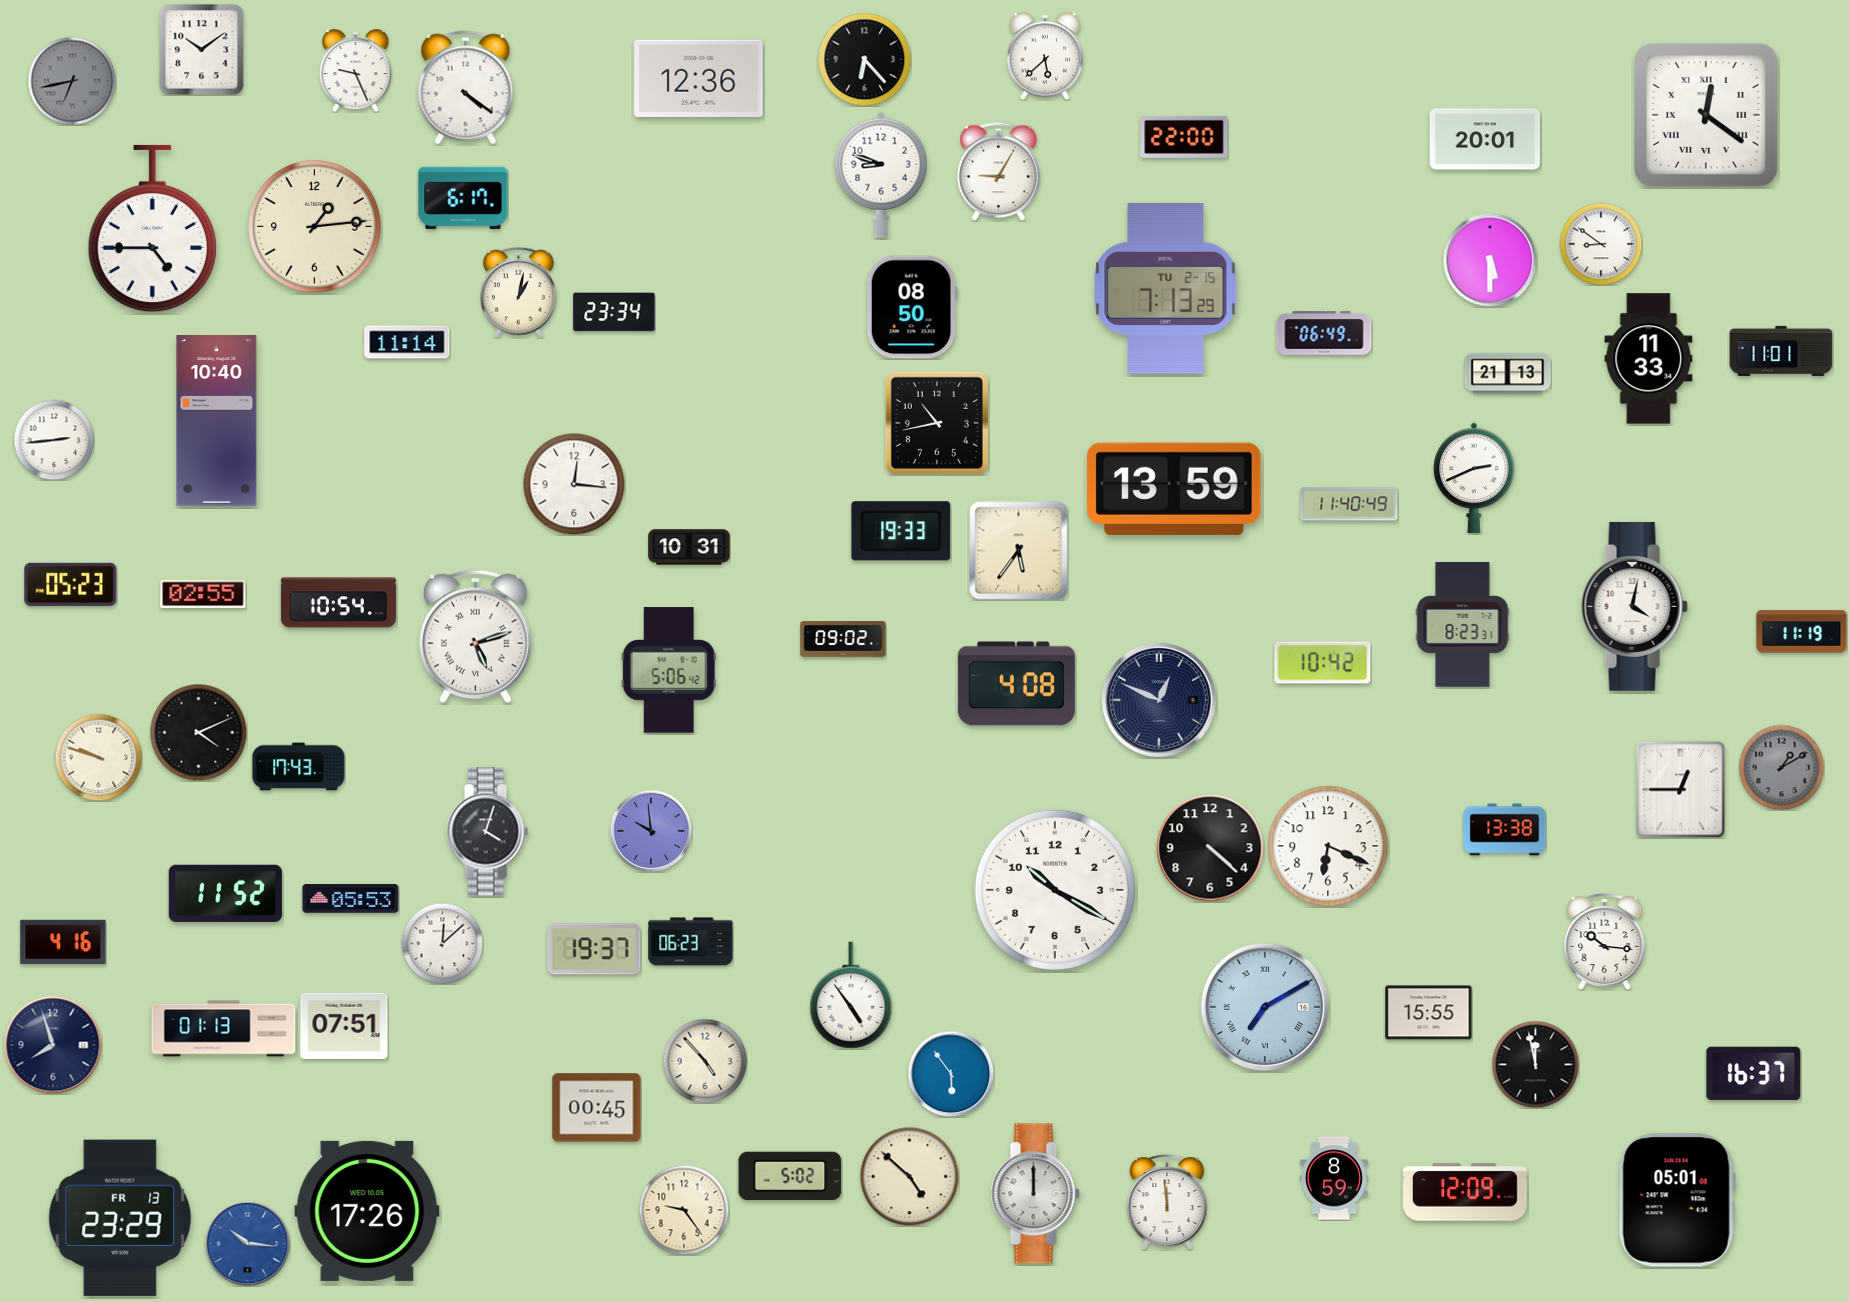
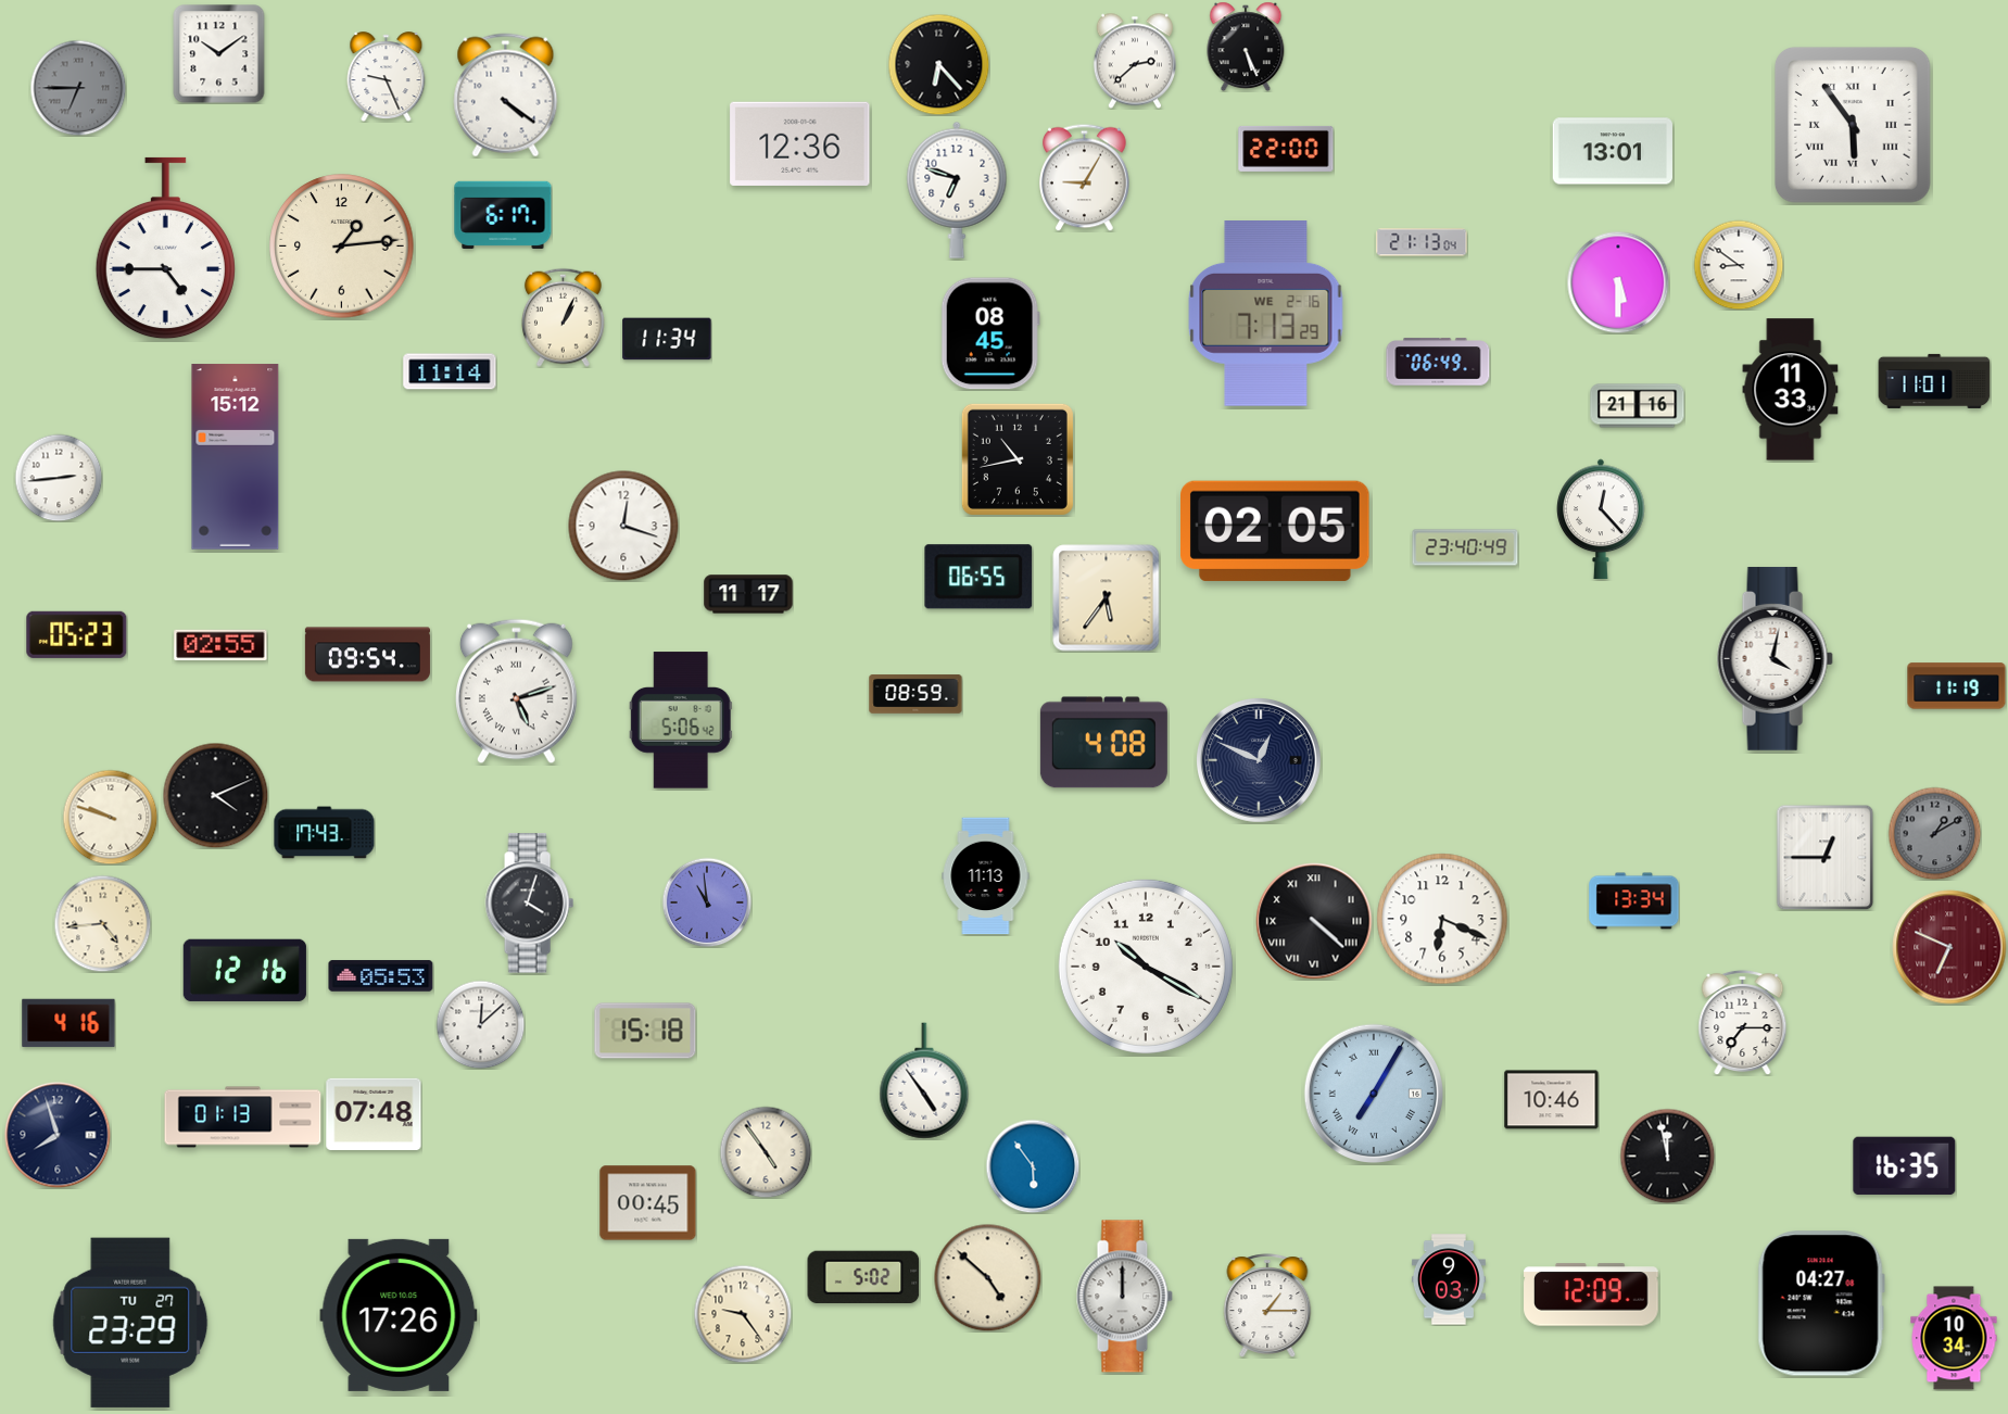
clock at (1246, 47): none -> 5:26
clock at (1045, 56): 5:38 -> 2:38
clock at (699, 78) position: (699, 78) -> (800, 143)
clock at (72, 81): 6:43 -> 6:45
clock at (1707, 116): 12:21 -> 5:54
clock at (1484, 139): 20:01 -> 13:01
clock at (999, 171) position: (999, 171) -> (1085, 177)
clock at (881, 175): 8:48 -> 6:48
clock at (1422, 242): none -> 21:13
clock at (1166, 289) date: TU 2-15 -> WE 2-16
clock at (518, 292): 1:02 -> 1:04
clock at (912, 307): 08:50 -> 08:45
clock at (614, 312): 23:34 -> 11:34
clock at (407, 342) position: (407, 342) -> (450, 371)
clock at (1508, 374): 21:13 -> 21:16
clock at (217, 421): 10:40 -> 15:12
clock at (1474, 478): 2:41 -> 12:23
clock at (574, 484): 12:16 -> 12:18
clock at (1175, 489): 13:59 -> 02:05
clock at (1349, 504): 11:40 -> 23:40
clock at (901, 531): 19:33 -> 06:55
clock at (689, 547): 10:31 -> 11:17
clock at (338, 603): 10:54 -> 09:54
clock at (1463, 625): 8:23 -> none
clock at (843, 639): 09:02 -> 08:59
clock at (1323, 663): 10:42 -> none
clock at (669, 670) position: (669, 670) -> (681, 720)
clock at (98, 757) position: (98, 757) -> (110, 817)
clock at (986, 876): none -> 11:13
clock at (1505, 830): 13:38 -> 13:34
clock at (651, 831): 9:59 -> 10:59
clock at (1210, 848) numerals: Arabic -> Roman
clock at (102, 923): none -> 4:44
clock at (1949, 947): none -> 6:49
clock at (225, 893): 11:52 -> 12:16
clock at (1605, 941): 10:16 -> 7:15
clock at (691, 942): 06:23 -> none
clock at (594, 949): 19:37 -> 15:18
clock at (1265, 1007): 7:10 -> 7:05
clock at (1429, 1013): 15:55 -> 10:46
clock at (344, 1025): 07:51 -> 07:48
clock at (705, 1061): 4:53 -> 4:54
clock at (1754, 1073): 16:37 -> 16:35
clock at (790, 1175) position: (790, 1175) -> (863, 1276)
clock at (1334, 1178): 8:59 -> 9:03
clock at (1677, 1200): 05:01 -> 04:27
clock at (1167, 1202): 11:59 -> 1:15
clock at (120, 1218) date: FR 13 -> TU 27
clock at (1954, 1338): none -> 10:34
clock at (247, 1243): 10:16 -> none
